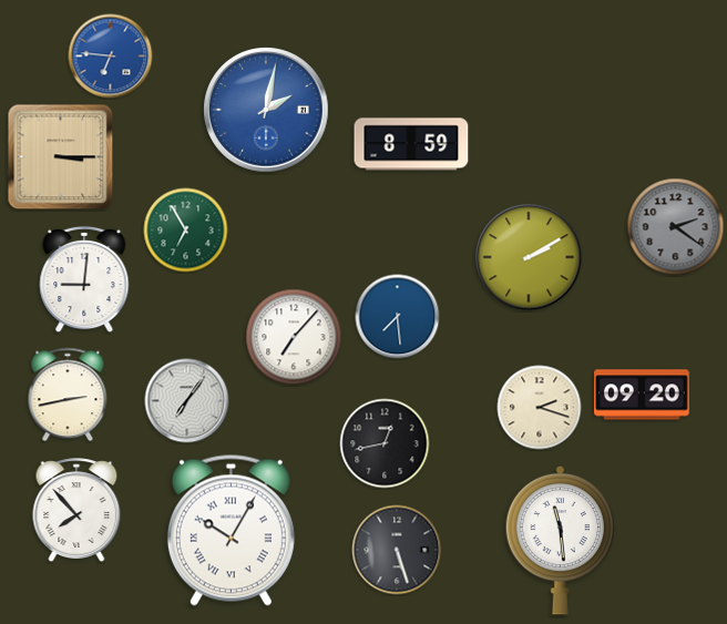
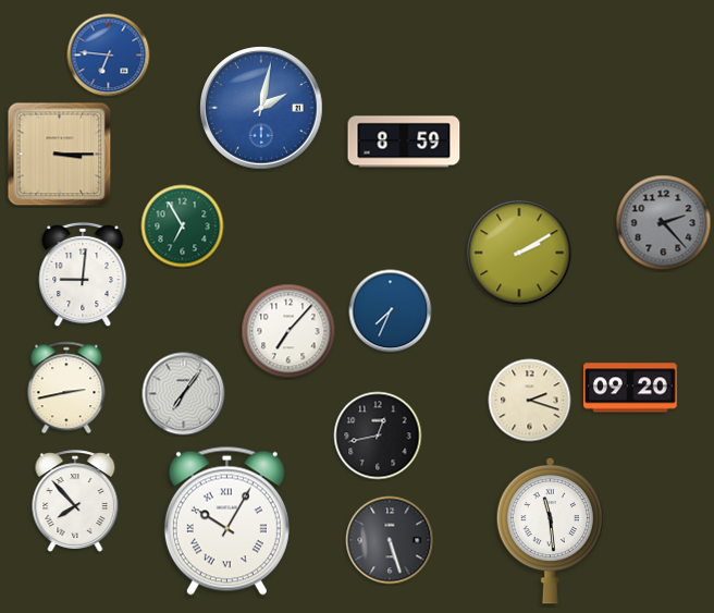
clock at (676, 227): 2:21 -> 2:23
clock at (398, 317): 7:29 -> 7:34
